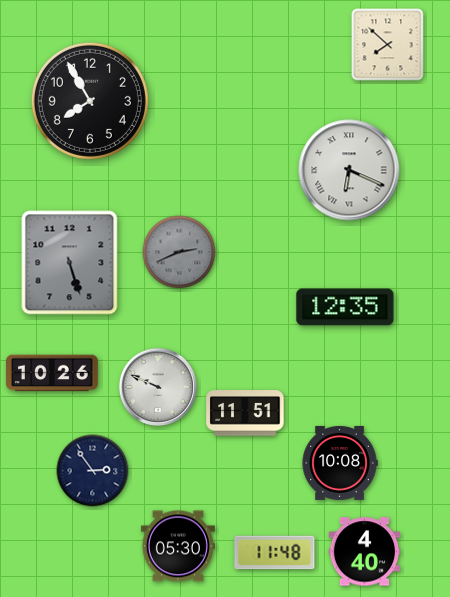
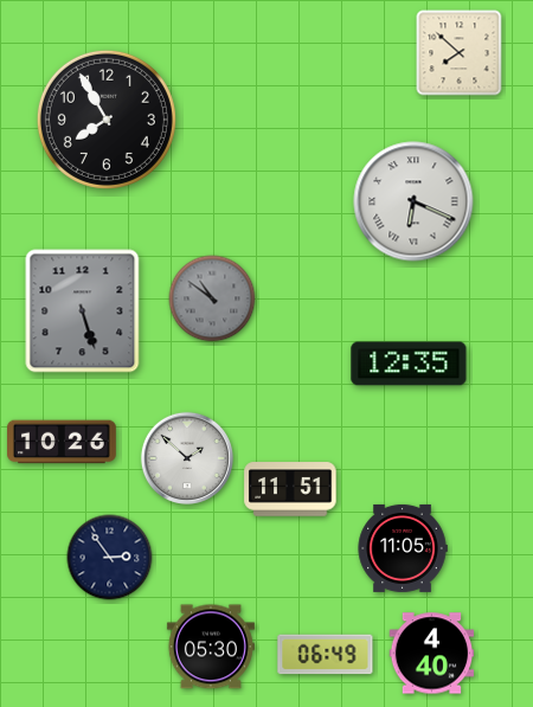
clock at (179, 252): 2:41 -> 10:51
clock at (158, 387): 9:49 -> 1:52
clock at (340, 463): 10:08 -> 11:05
clock at (275, 553): 11:48 -> 06:49
